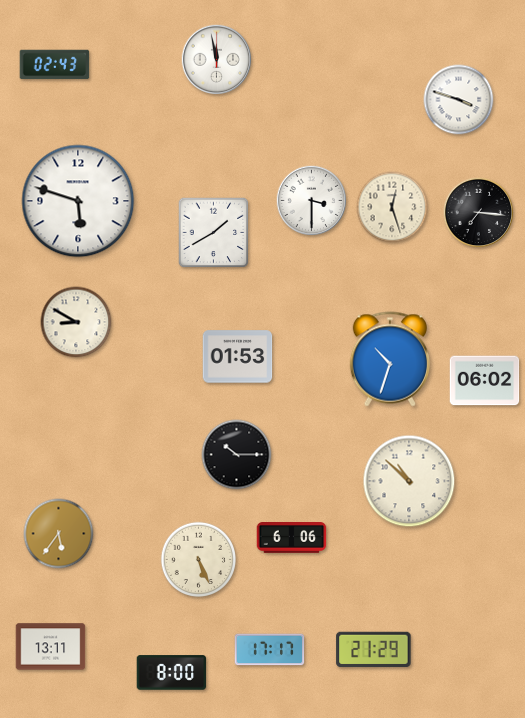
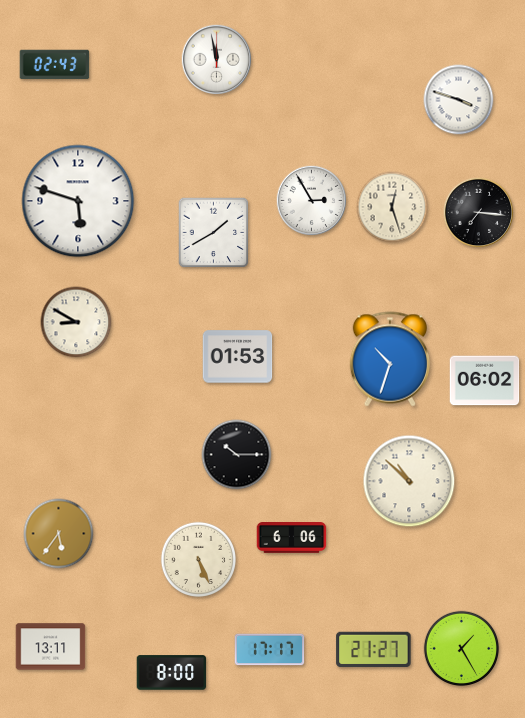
clock at (312, 201): 3:30 -> 2:55
clock at (462, 649): none -> 1:25
clock at (374, 650): 21:29 -> 21:27
